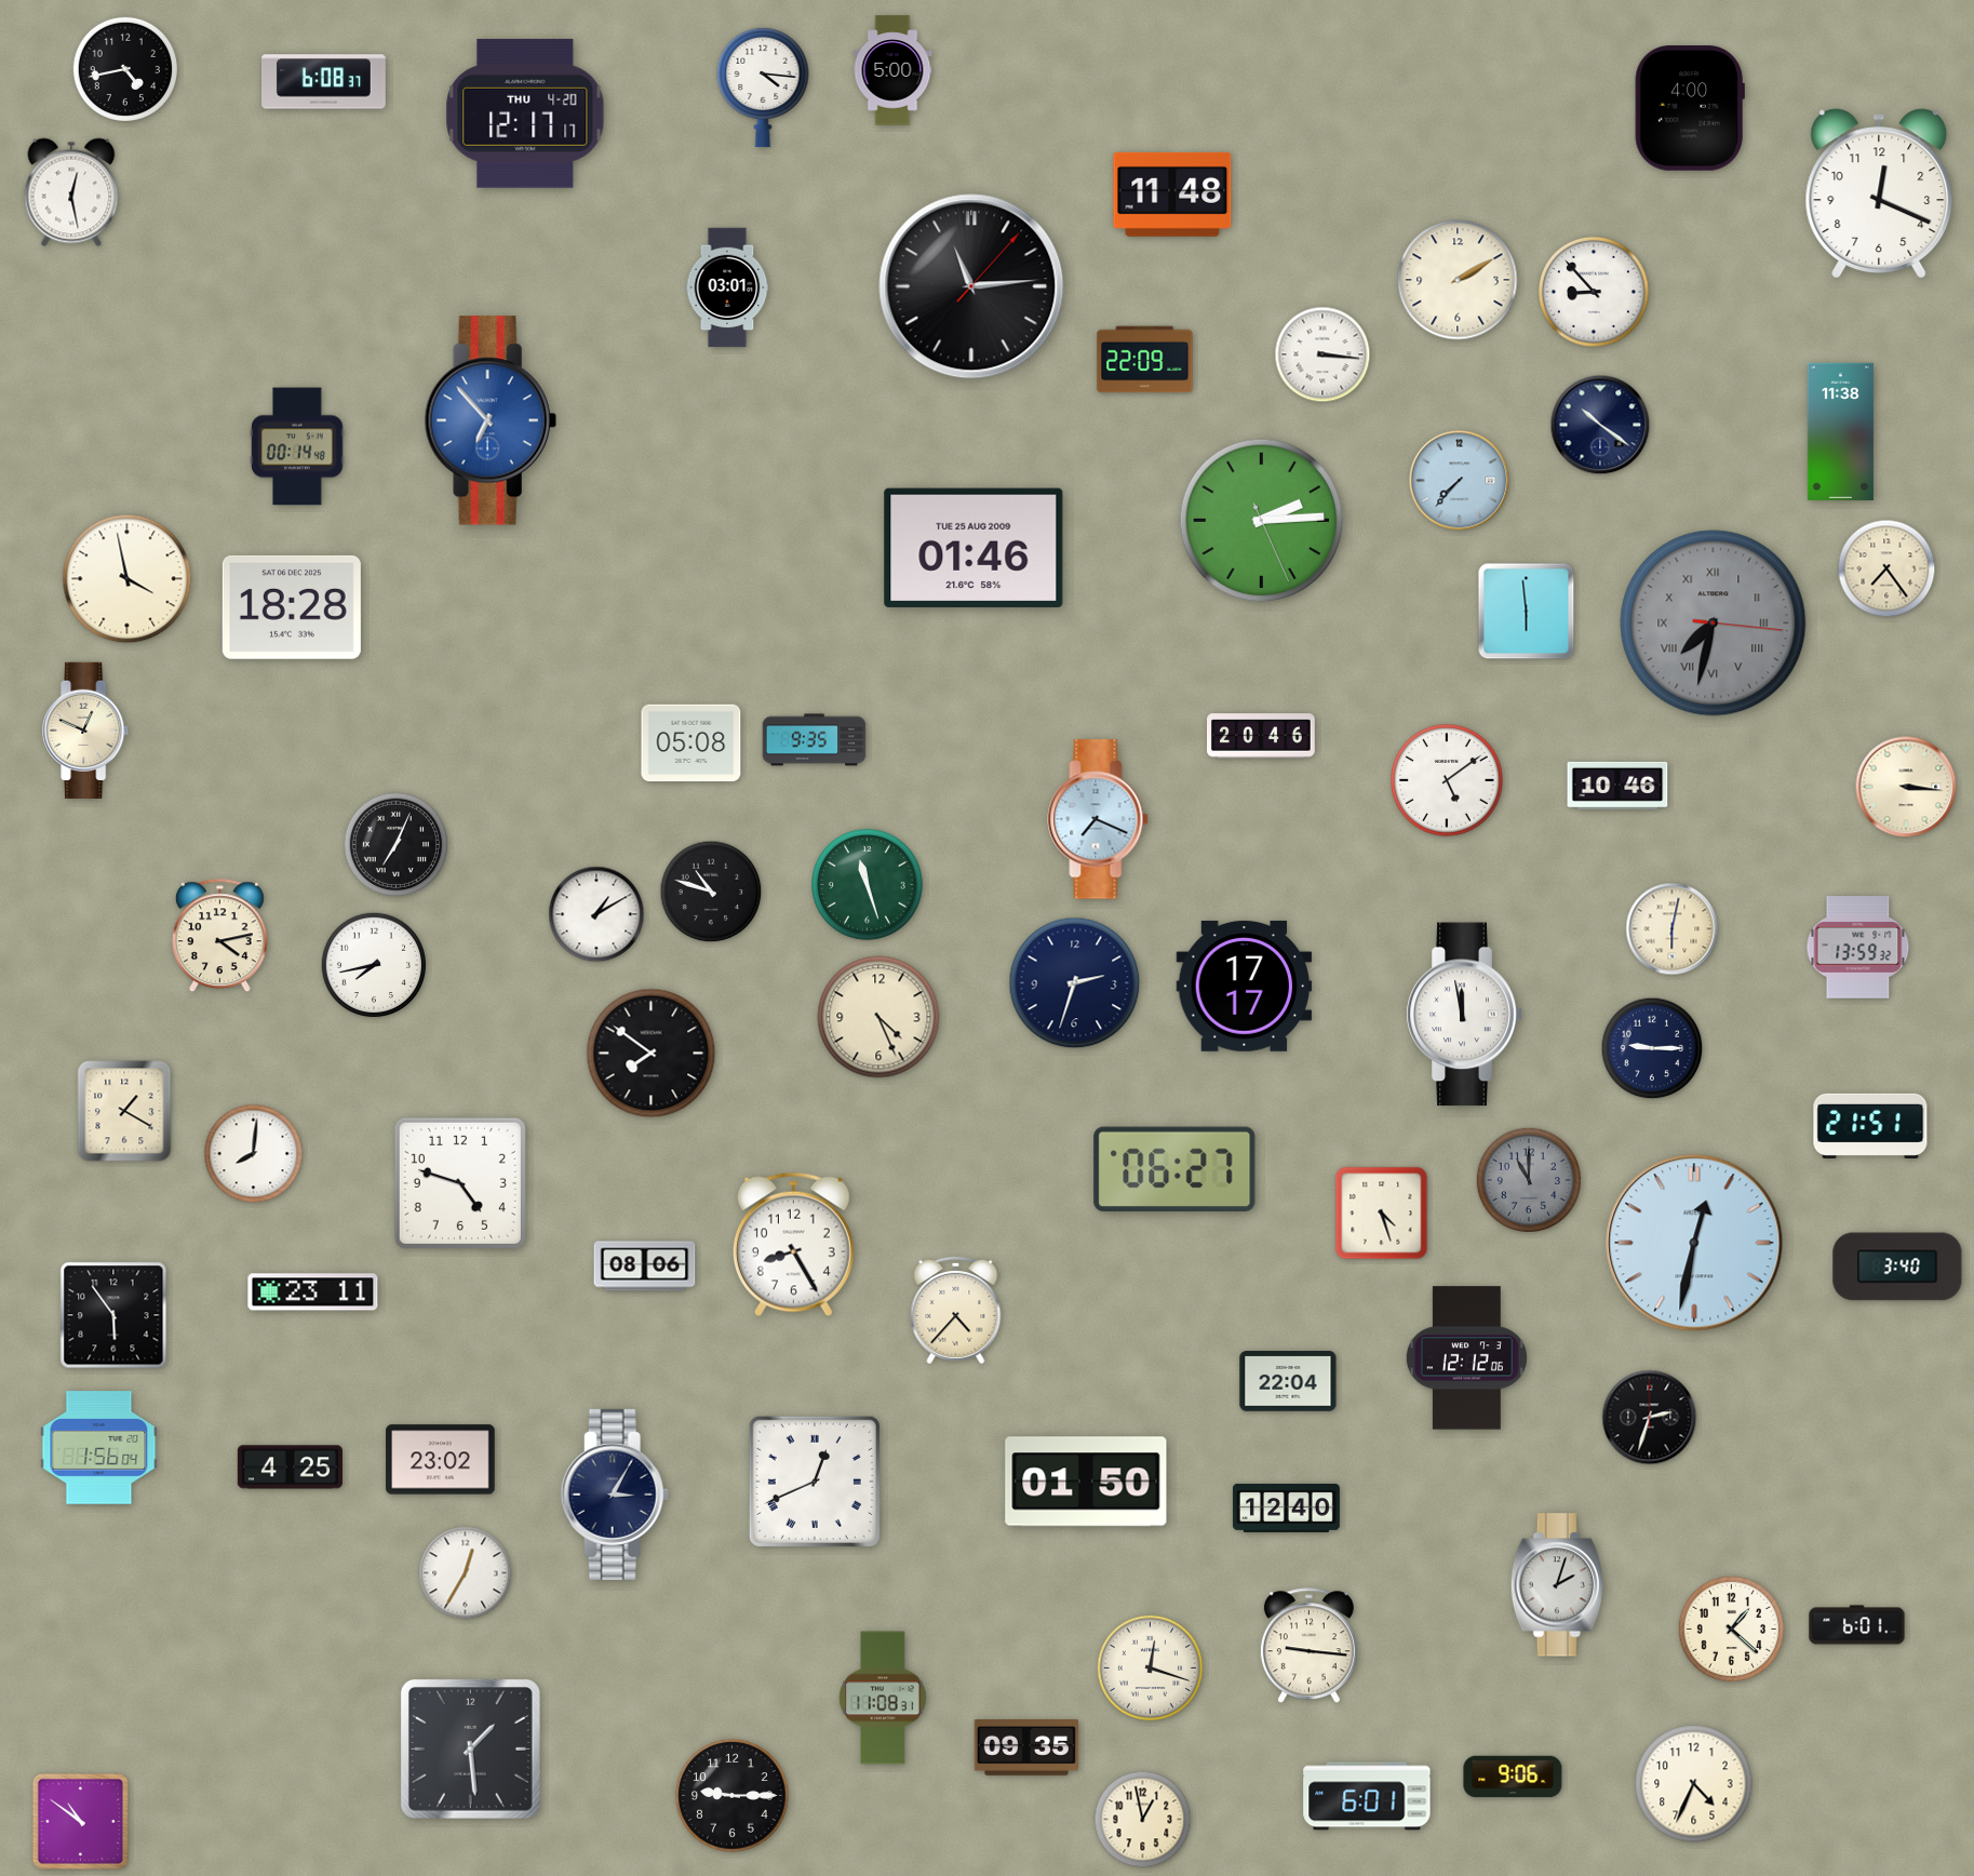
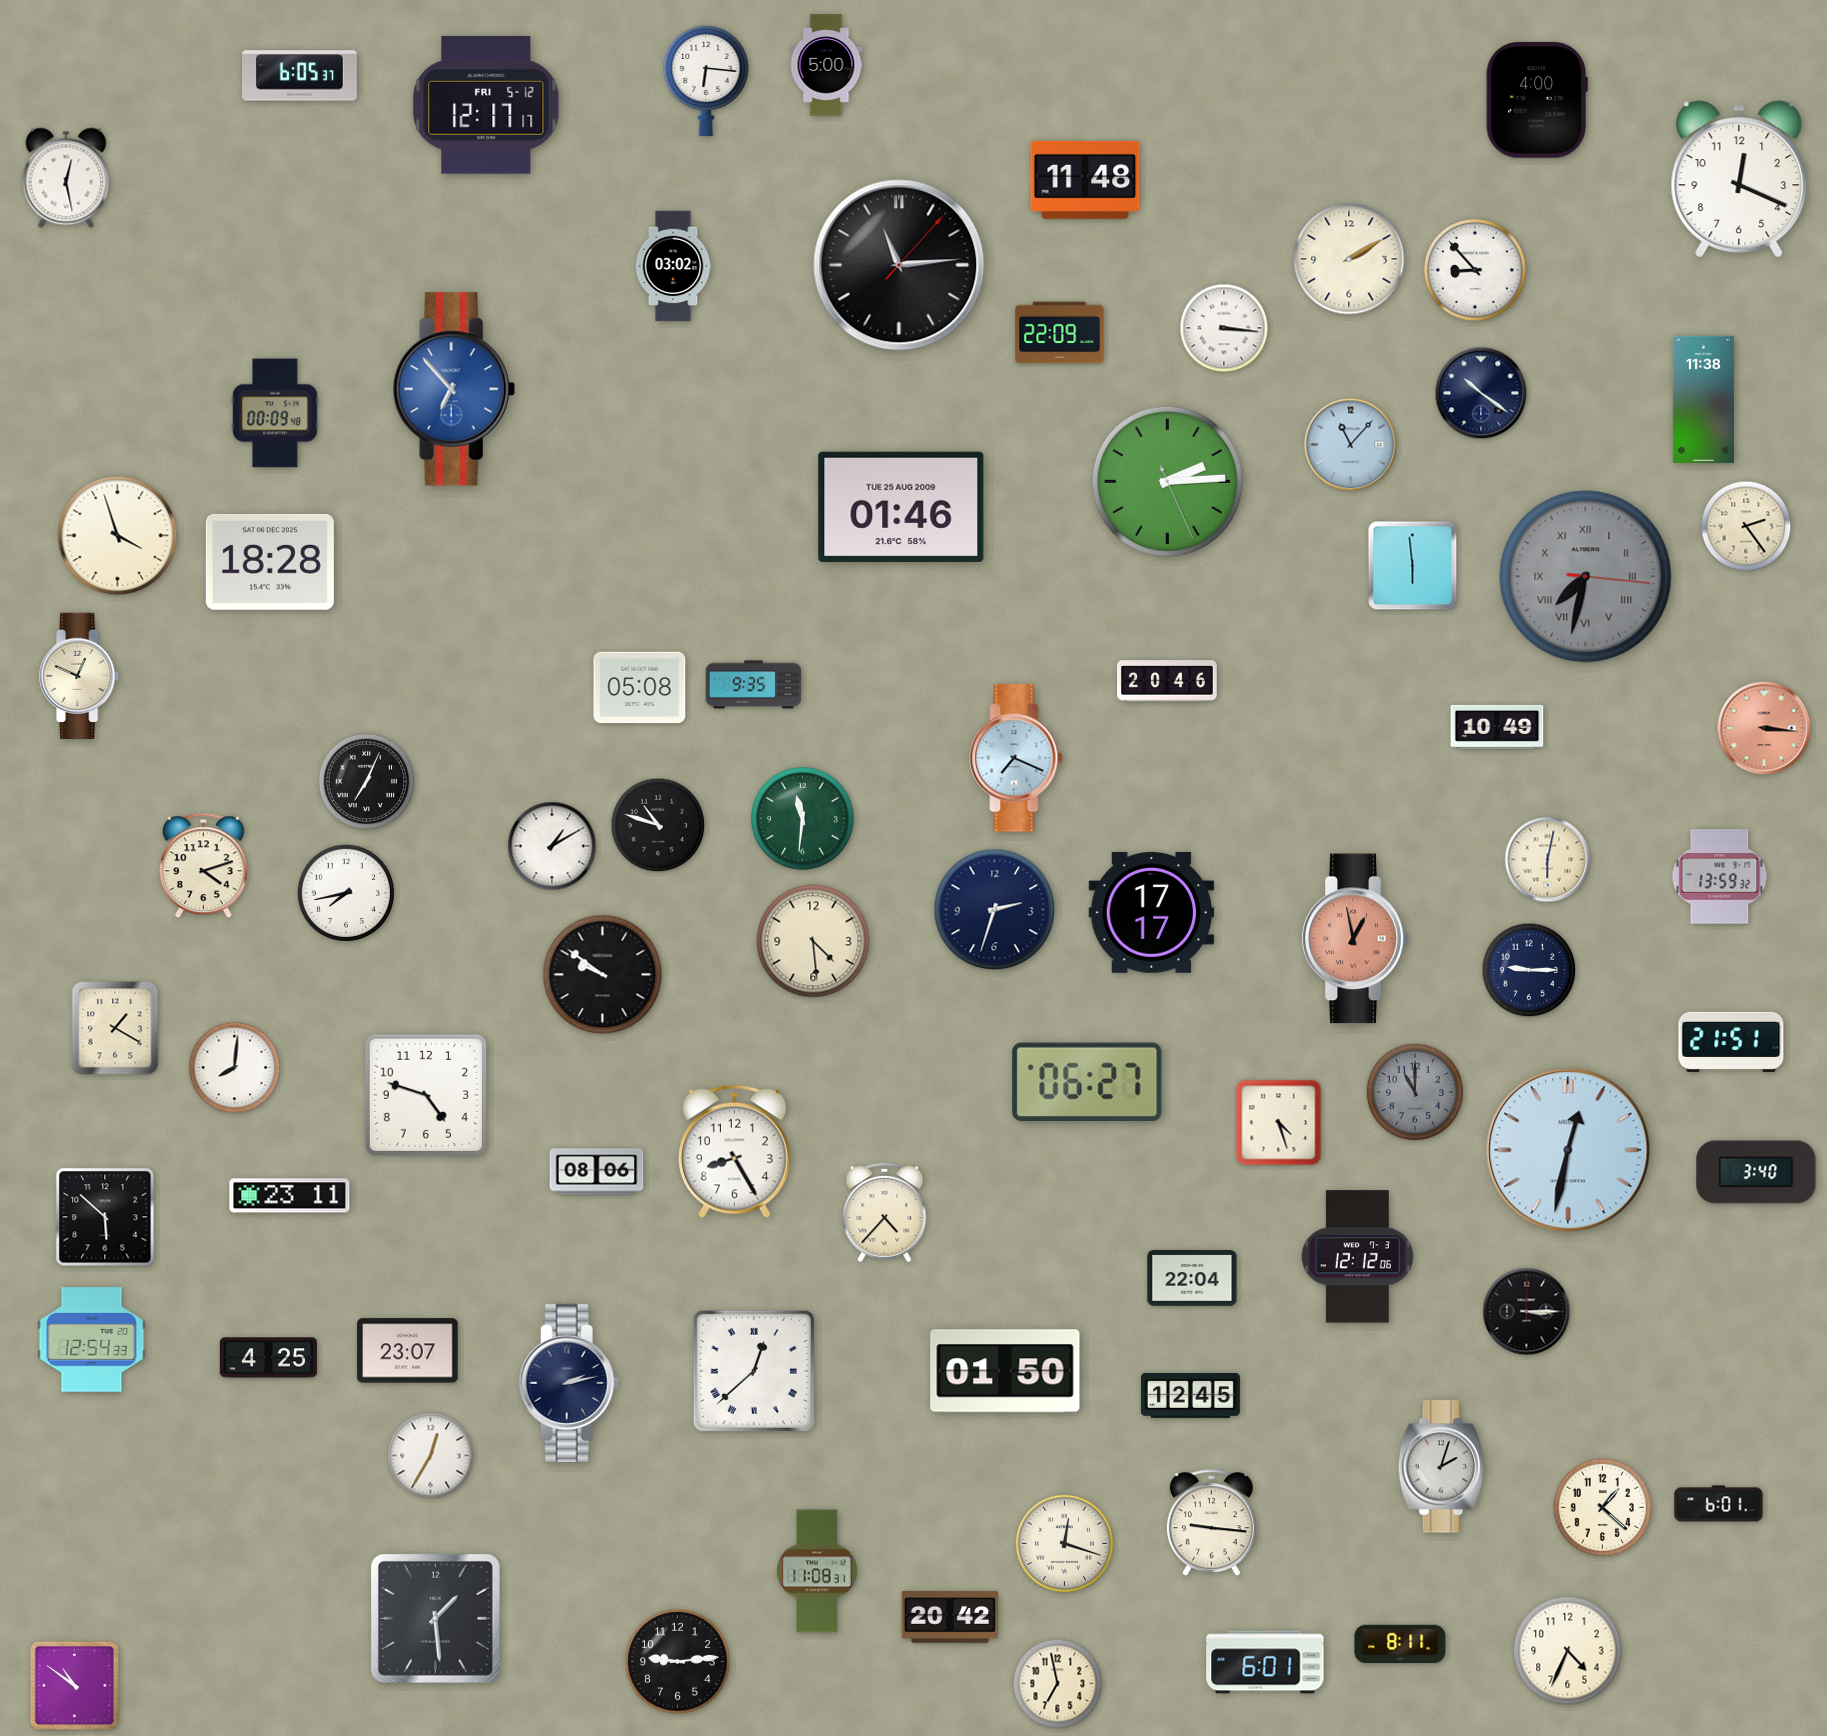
clock at (124, 68): 4:43 -> none
clock at (324, 82): 6:08 -> 6:05
clock at (763, 88): 4:16 -> 6:16
clock at (1690, 108) position: (1690, 108) -> (1537, 100)
clock at (525, 113) date: THU 4-20 -> FRI 5-12
clock at (727, 287): 03:01 -> 03:02
clock at (297, 446): 00:14 -> 00:09
clock at (1460, 481): 7:37 -> 11:07
clock at (1886, 568): 7:24 -> 2:24
clock at (127, 579): 3:58 -> 3:57
clock at (1447, 780): 5:09 -> none
clock at (1617, 786): 10:46 -> 10:49
clock at (1906, 787) dial: cream -> salmon
clock at (868, 885): 11:27 -> 11:31
clock at (219, 936): 4:13 -> 4:12
clock at (1464, 1015): 11:58 -> 12:58
clock at (1464, 1015) dial: white -> salmon
clock at (878, 1017): 4:26 -> 4:29
clock at (652, 1054): 7:51 -> 9:51
clock at (113, 1315): 5:54 -> 5:52
clock at (1650, 1418): 2:33 -> 3:15
clock at (99, 1448): 1:56 -> 12:54
clock at (441, 1460): 23:02 -> 23:07
clock at (815, 1482): 12:41 -> 12:38
clock at (615, 1495): 3:05 -> 2:13
clock at (1286, 1507): 12:40 -> 12:45
clock at (1025, 1748): 09:35 -> 20:42
clock at (1513, 1777): 9:06 -> 8:11
clock at (733, 1796): 9:15 -> 9:14
clock at (1143, 1820): 12:58 -> 6:58
